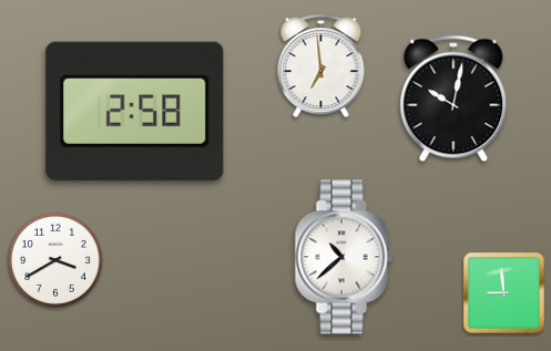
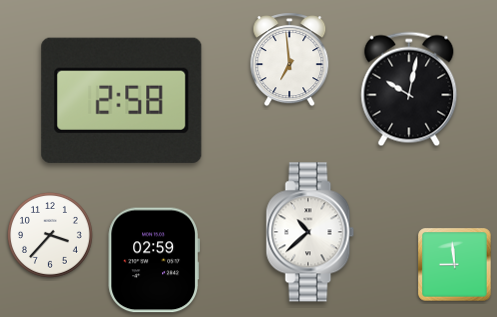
clock at (55, 260): 3:40 -> 3:37
clock at (154, 260): none -> 02:59
